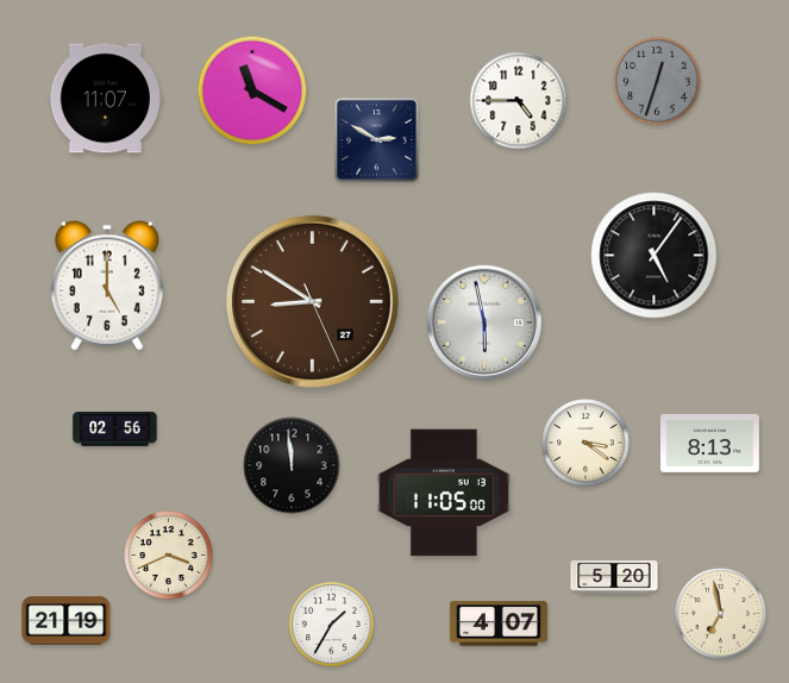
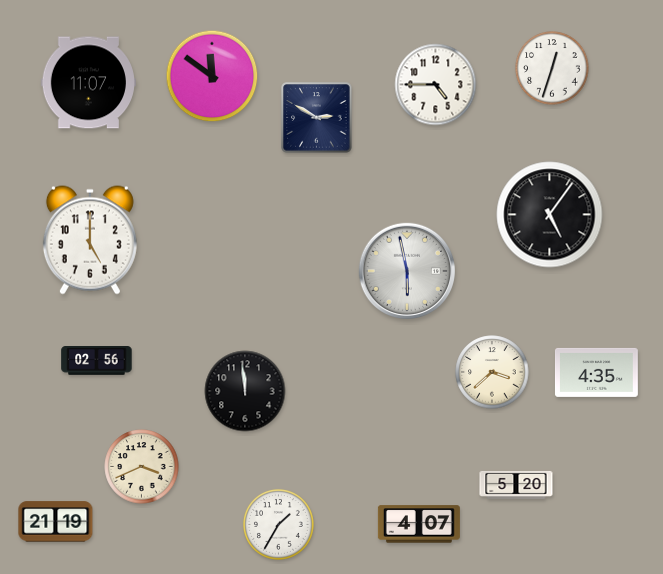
clock at (657, 81) dial: grey -> white
clock at (252, 90): 11:20 -> 11:51
clock at (312, 301): 8:50 -> none
clock at (586, 443): 3:21 -> 3:38
clock at (710, 443): 8:13 -> 4:35
clock at (444, 493): 11:05 -> none
clock at (721, 614): 6:58 -> none
